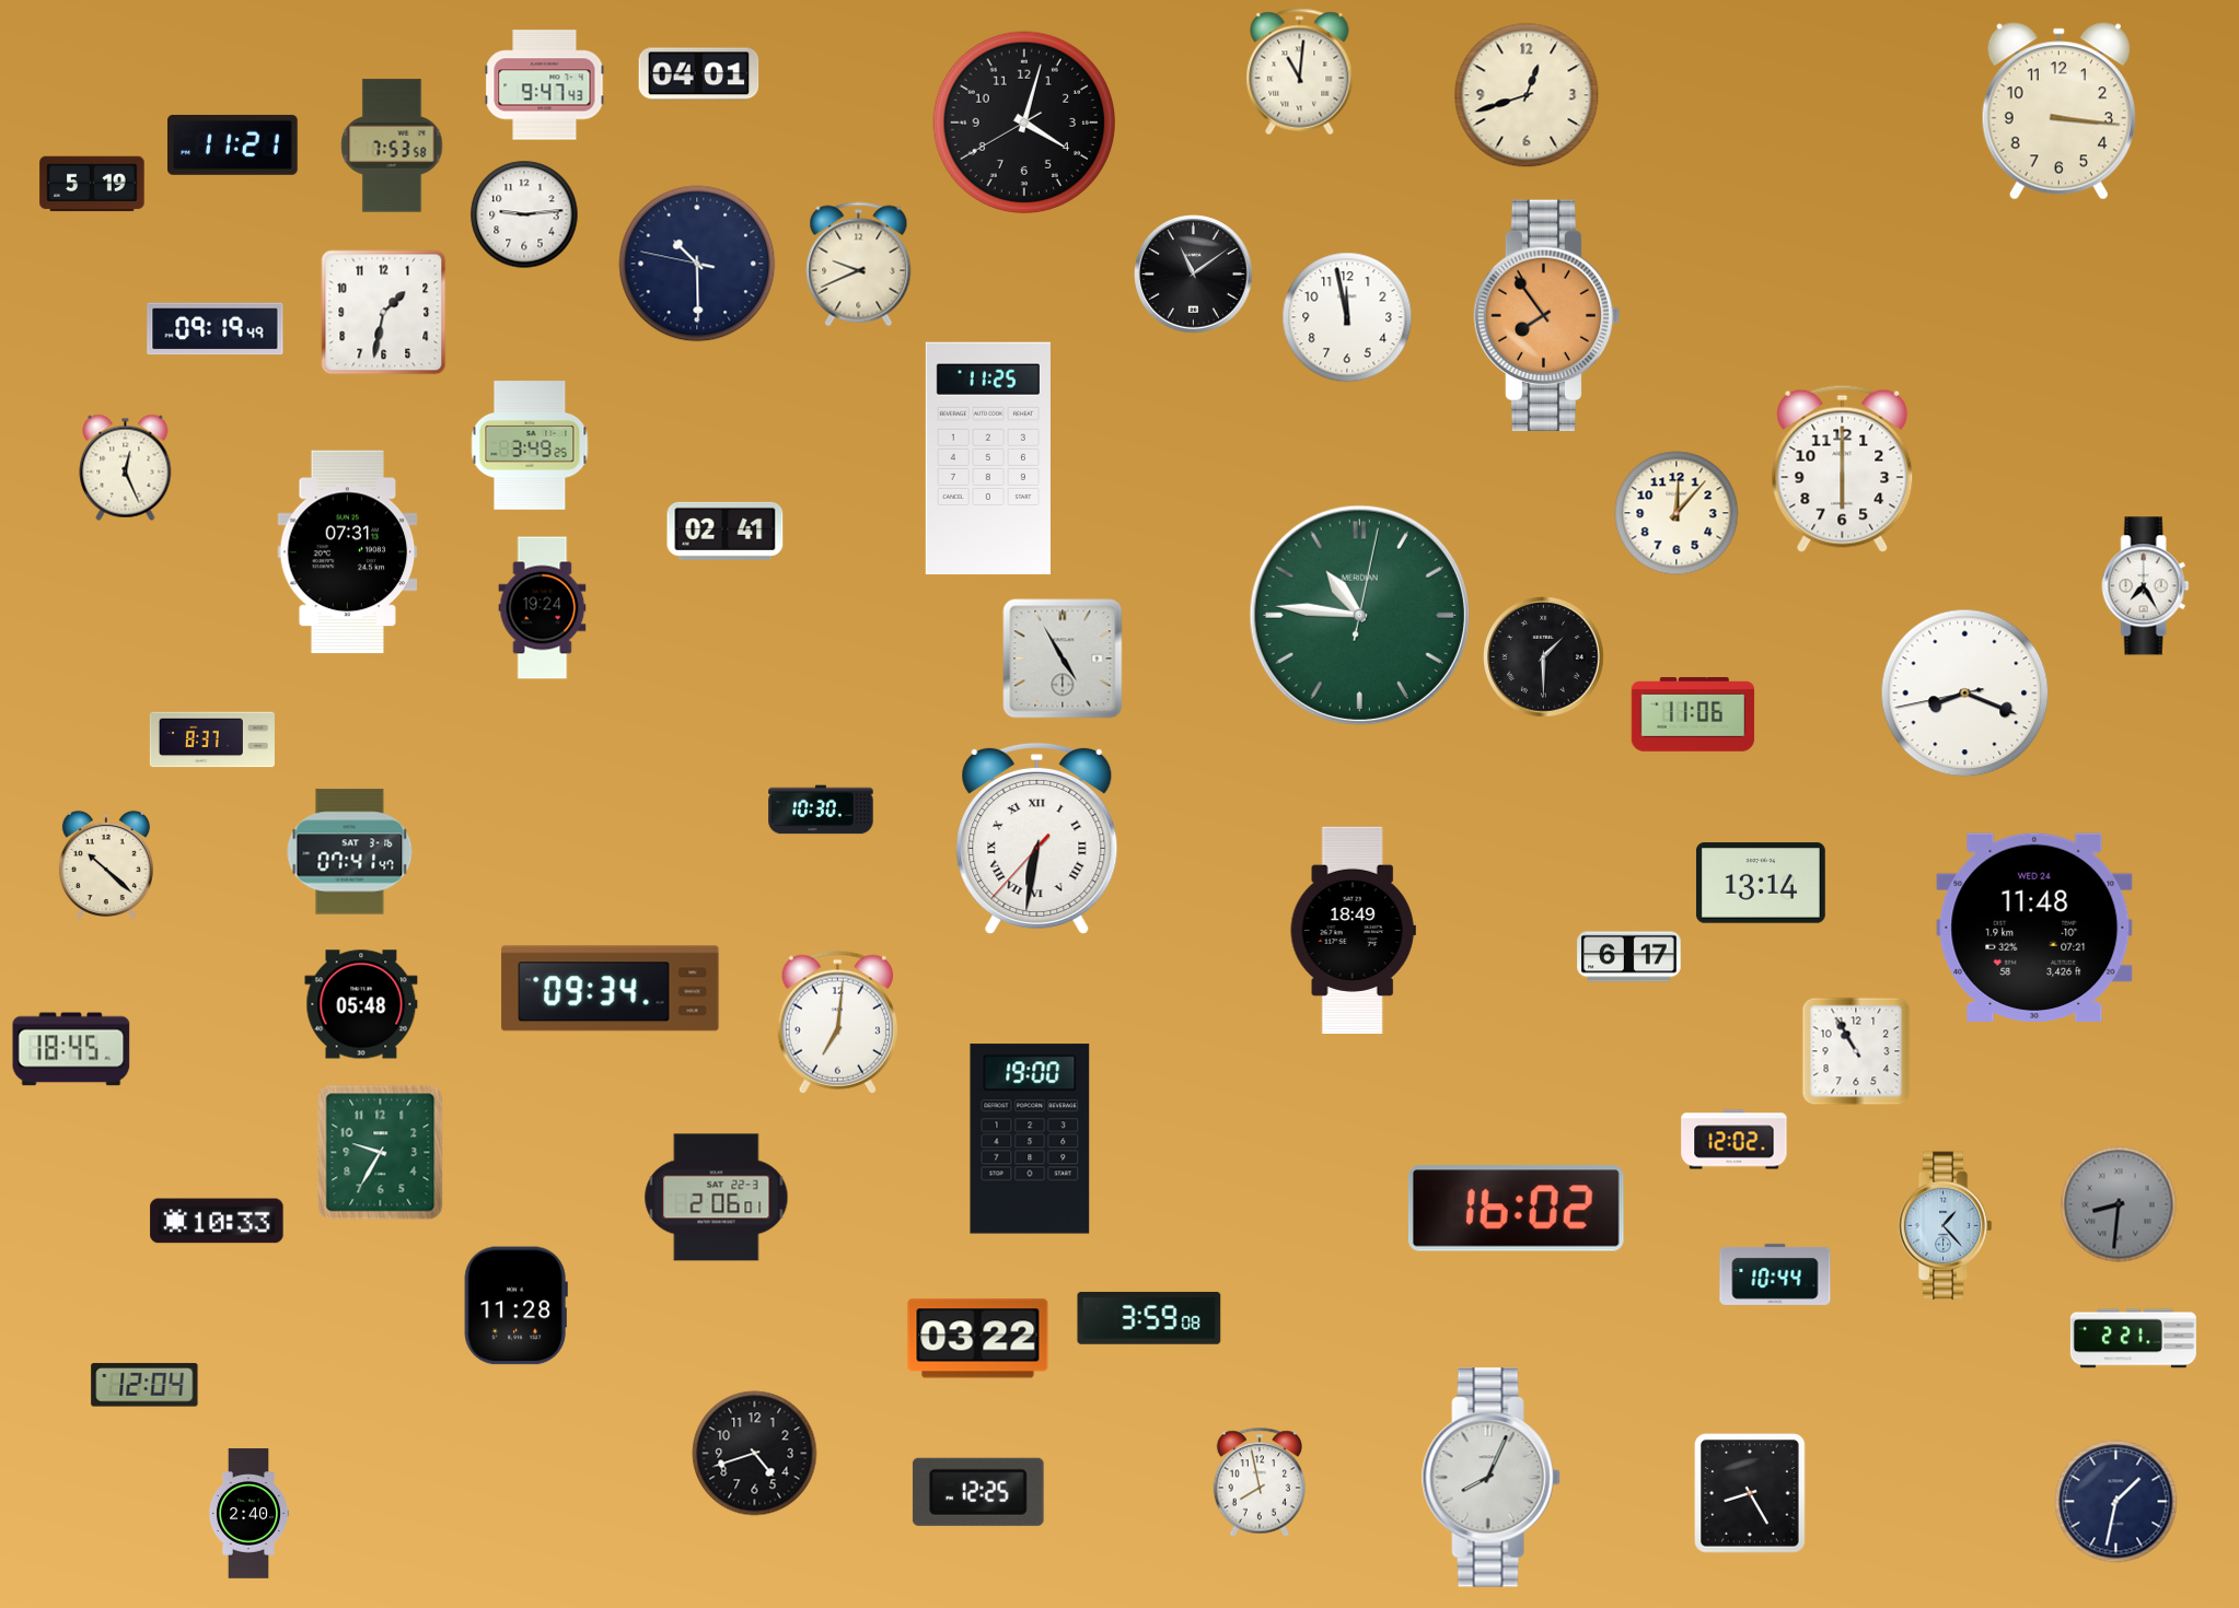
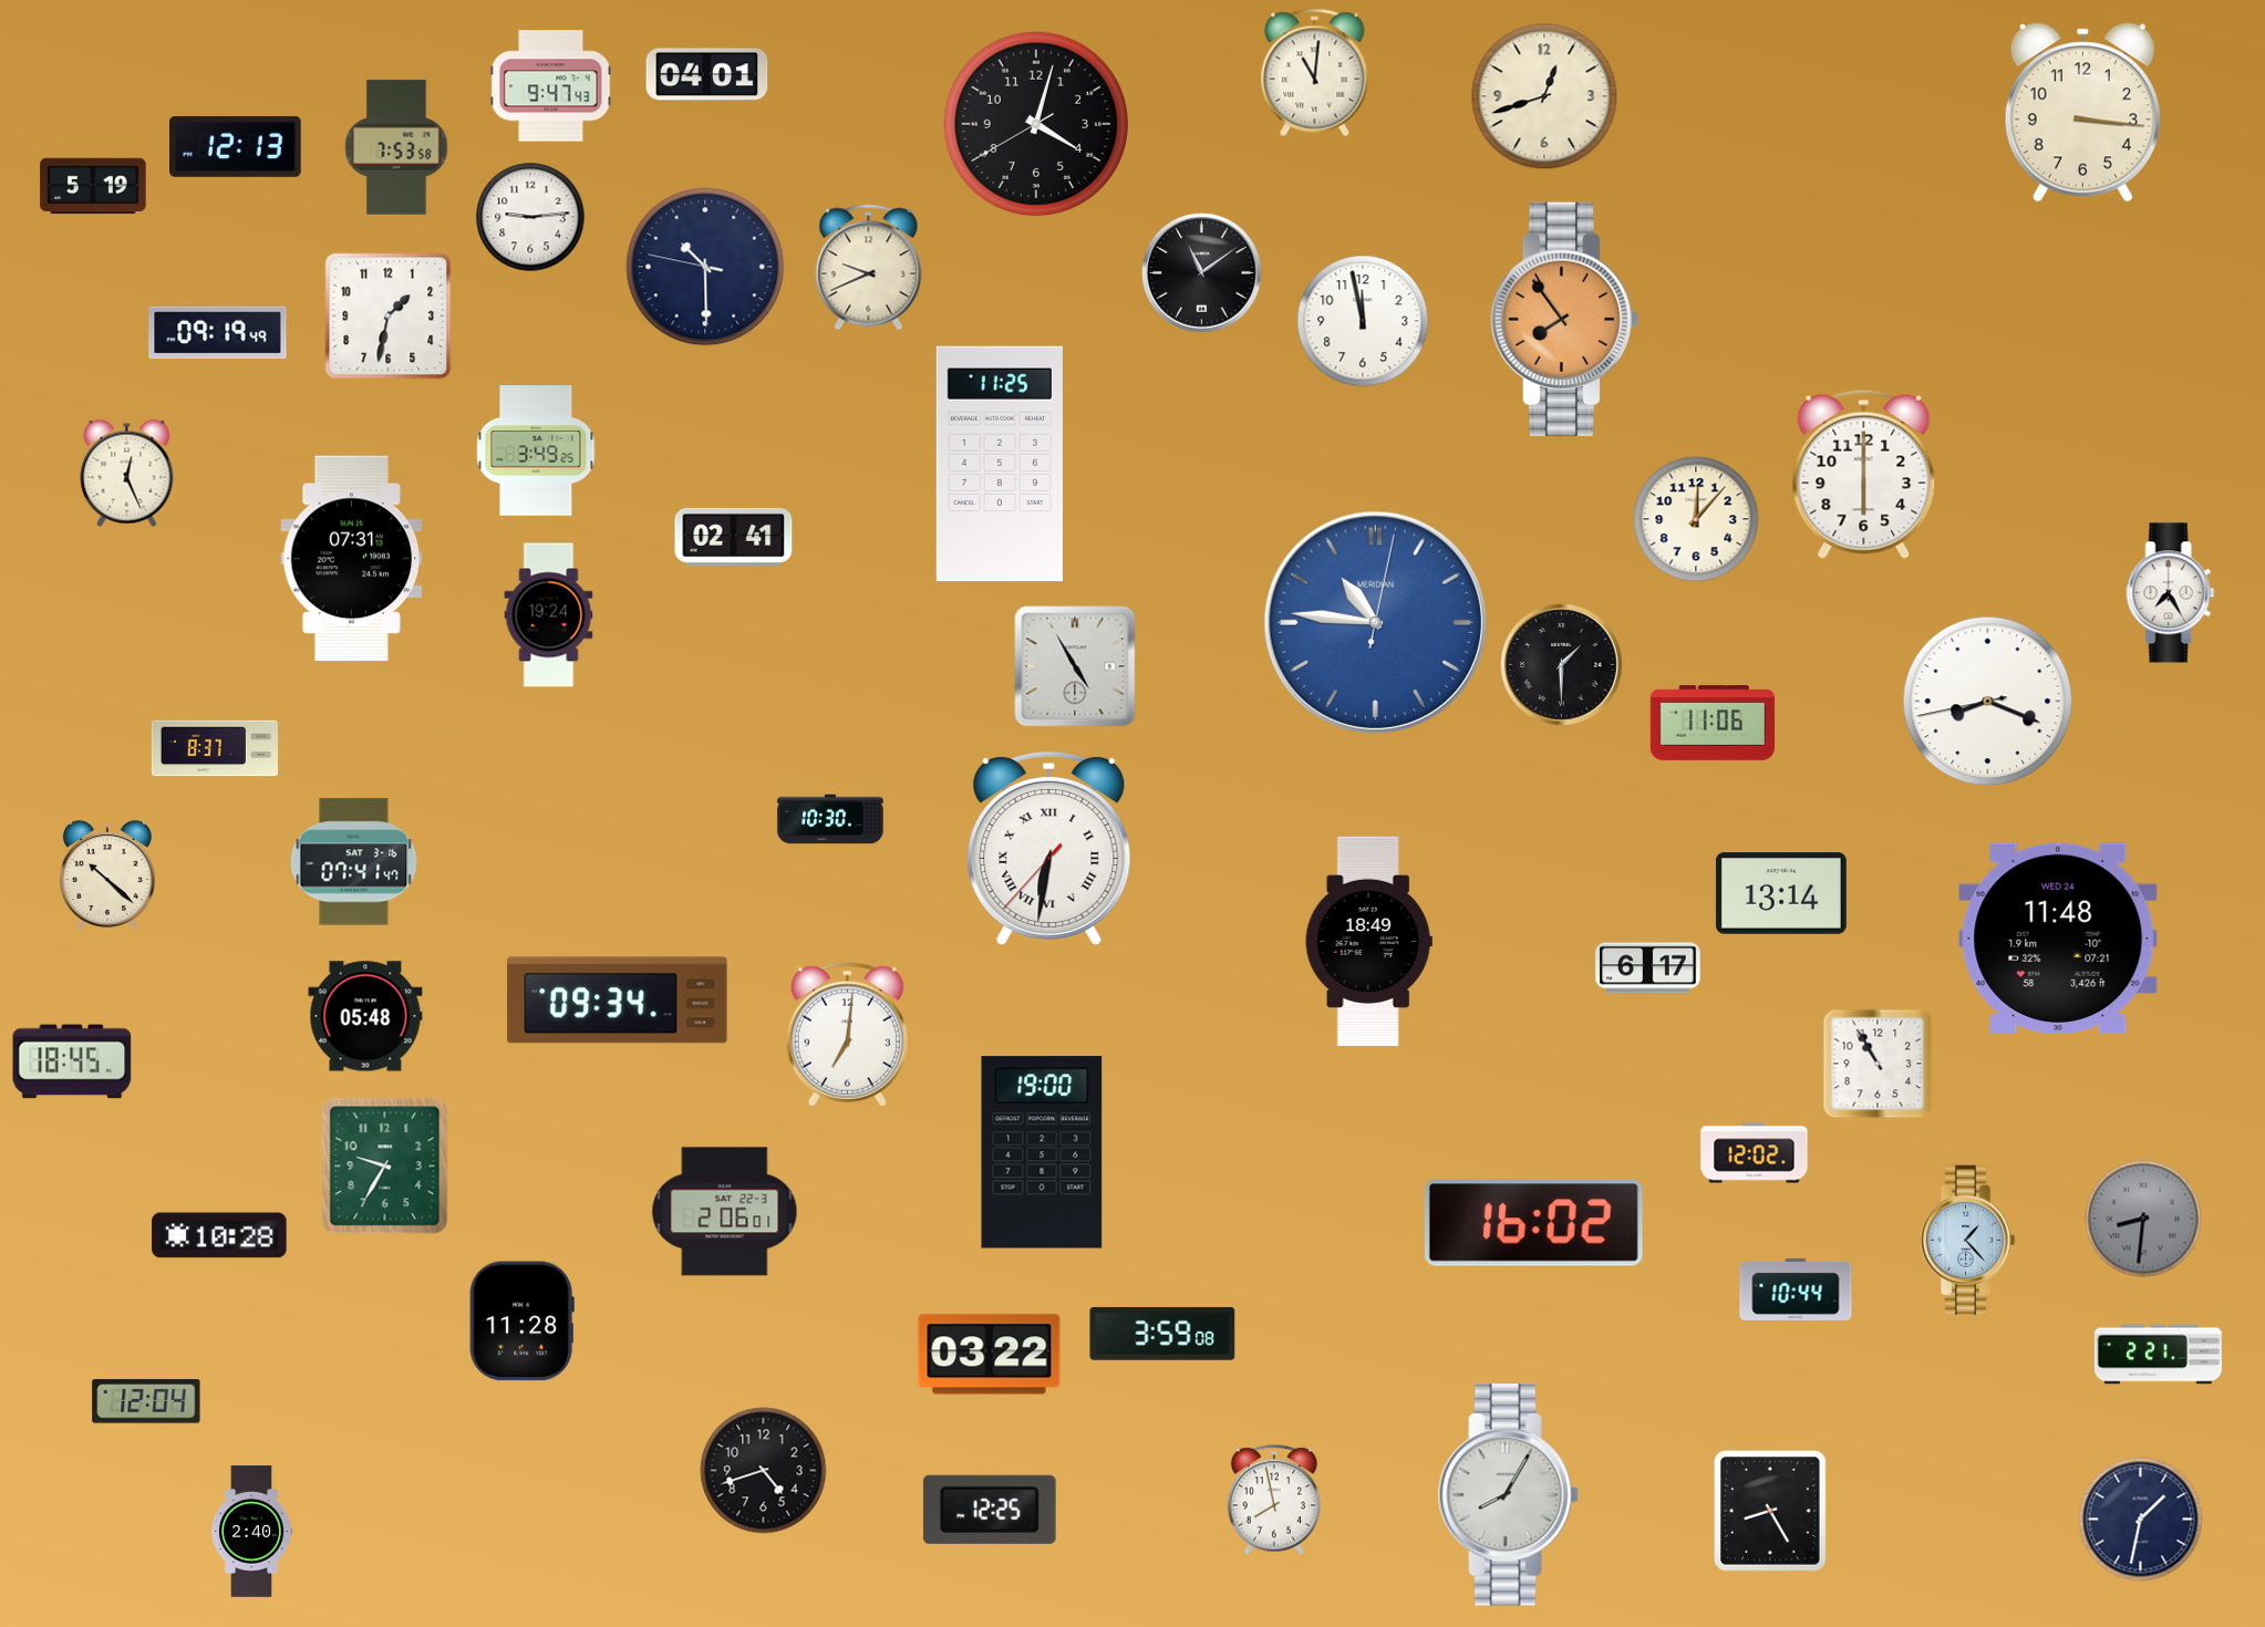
clock at (233, 144): 11:21 -> 12:13
clock at (1194, 275) position: (1194, 275) -> (1202, 273)
clock at (1359, 615) dial: green -> blue
clock at (217, 1221): 10:33 -> 10:28
clock at (1490, 1478): 8:04 -> 8:05
